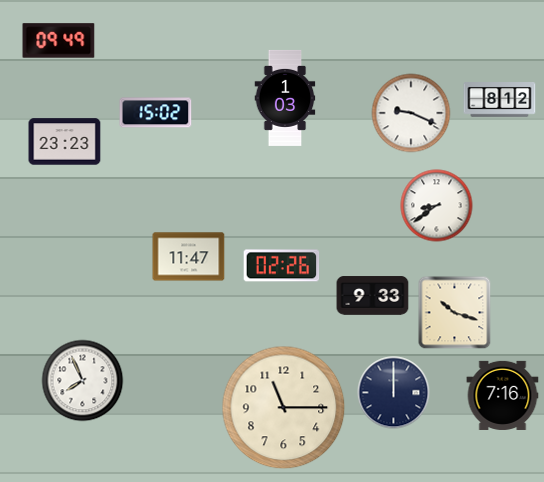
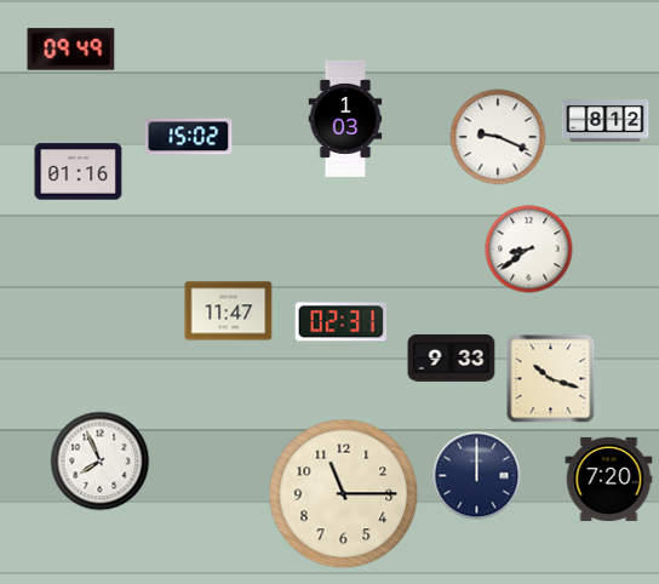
clock at (65, 142): 23:23 -> 01:16
clock at (282, 266): 02:26 -> 02:31
clock at (503, 395): 7:16 -> 7:20
